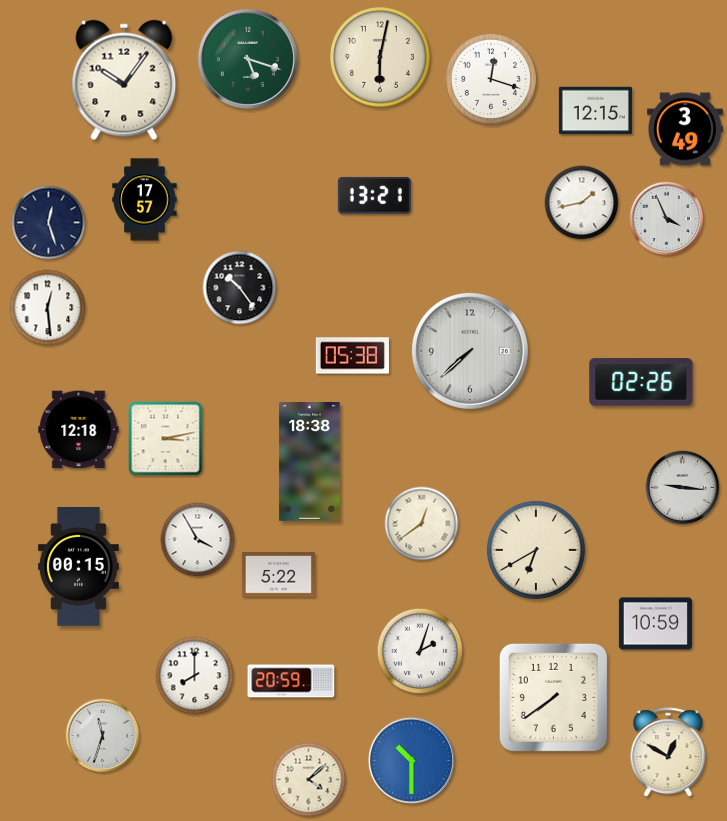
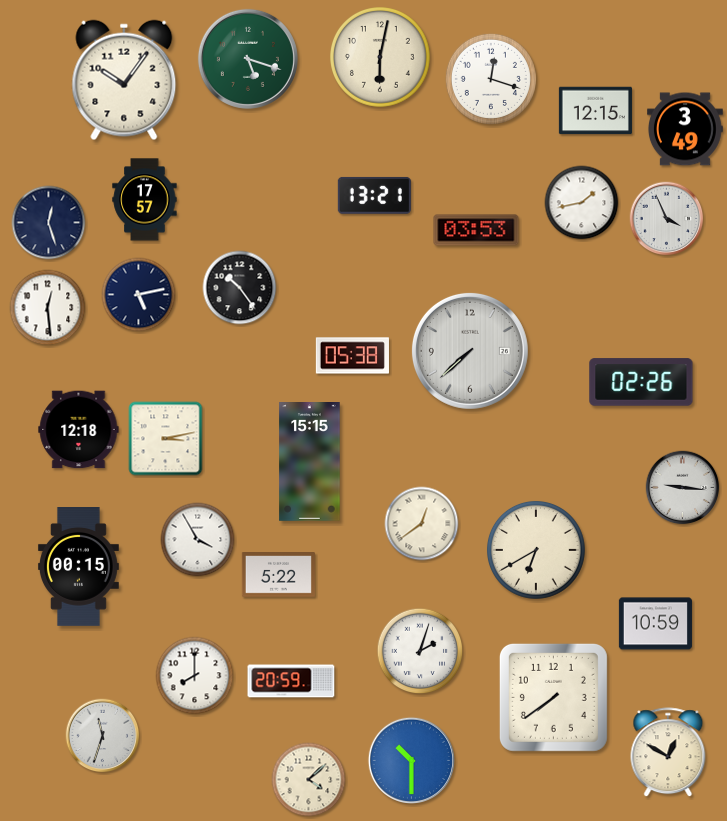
clock at (476, 230): none -> 03:53
clock at (139, 295): none -> 5:13
clock at (310, 462): 18:38 -> 15:15
